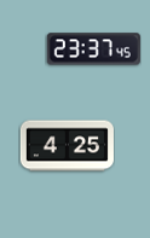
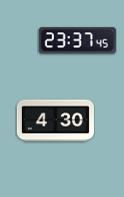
clock at (67, 146): 4:25 -> 4:30
